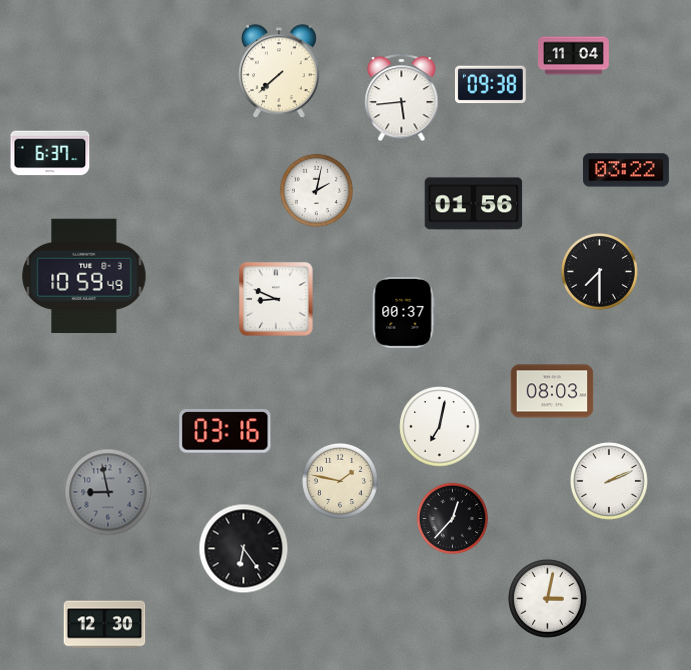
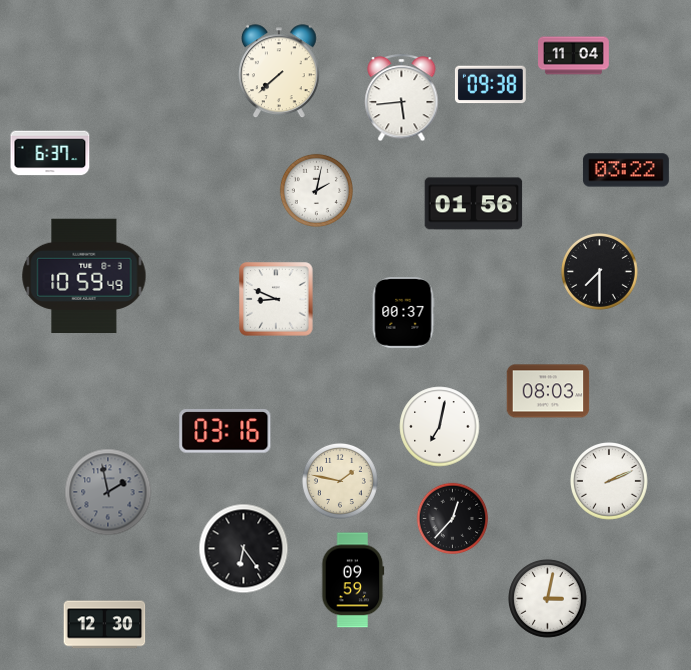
clock at (552, 391) position: (552, 391) -> (548, 391)
clock at (108, 492): 8:58 -> 1:58
clock at (353, 580): none -> 09:59
